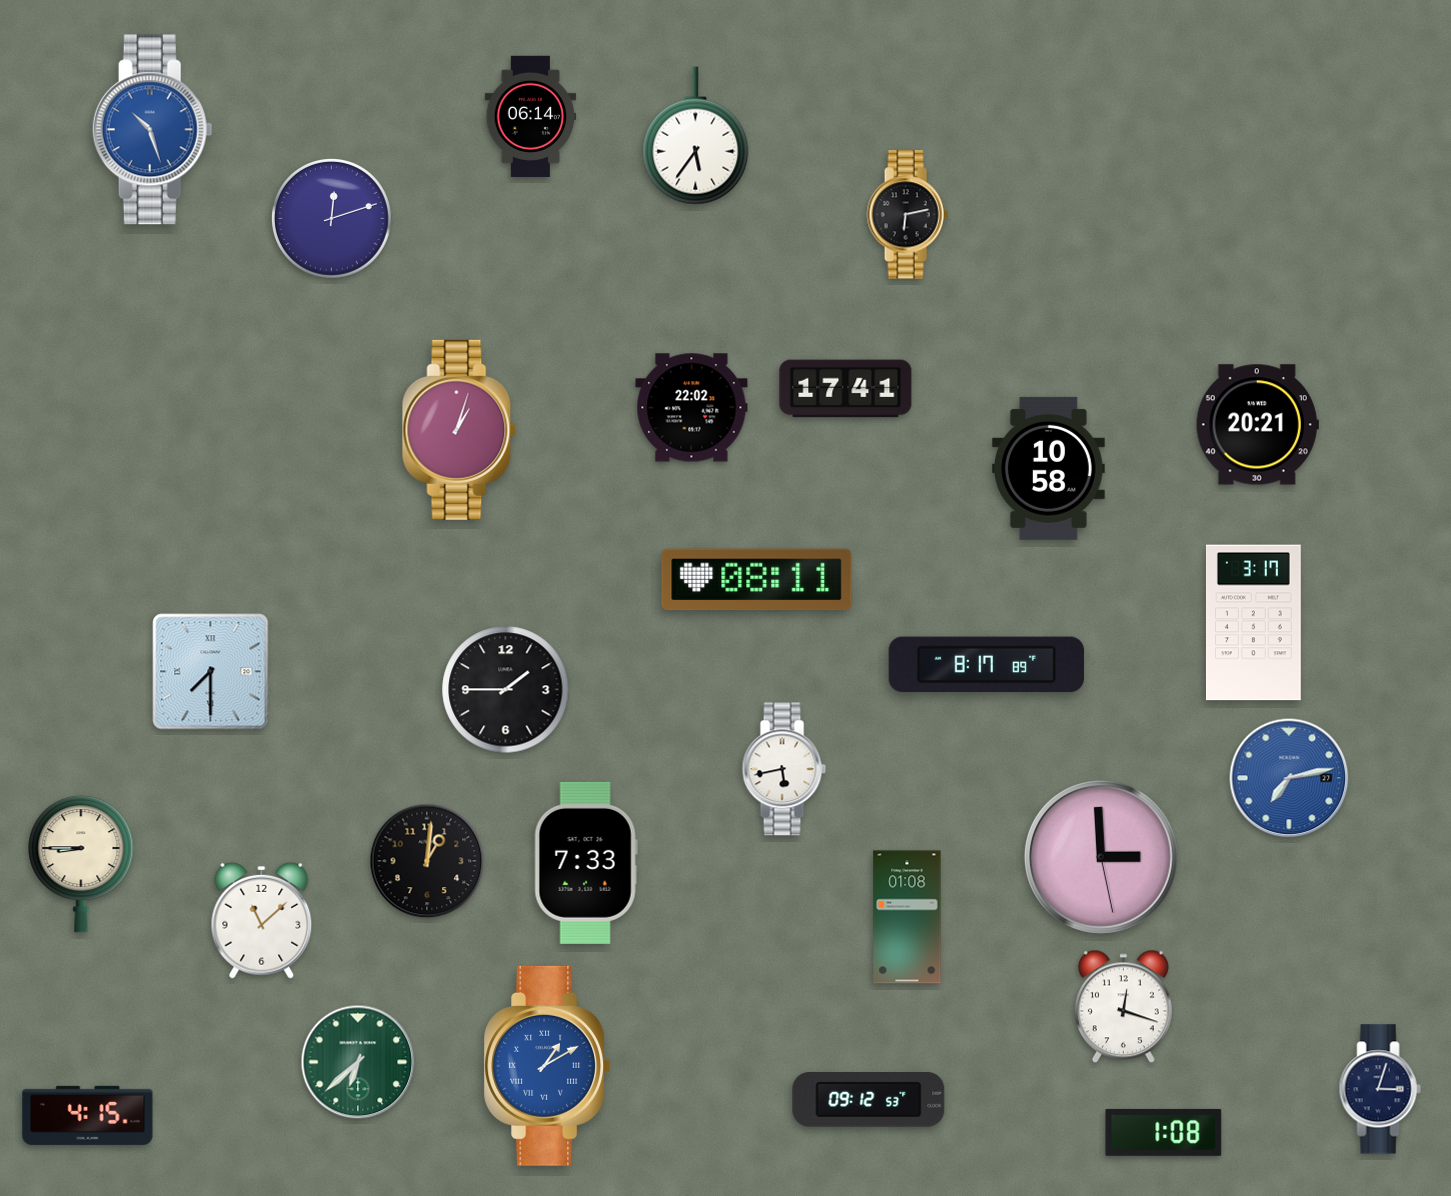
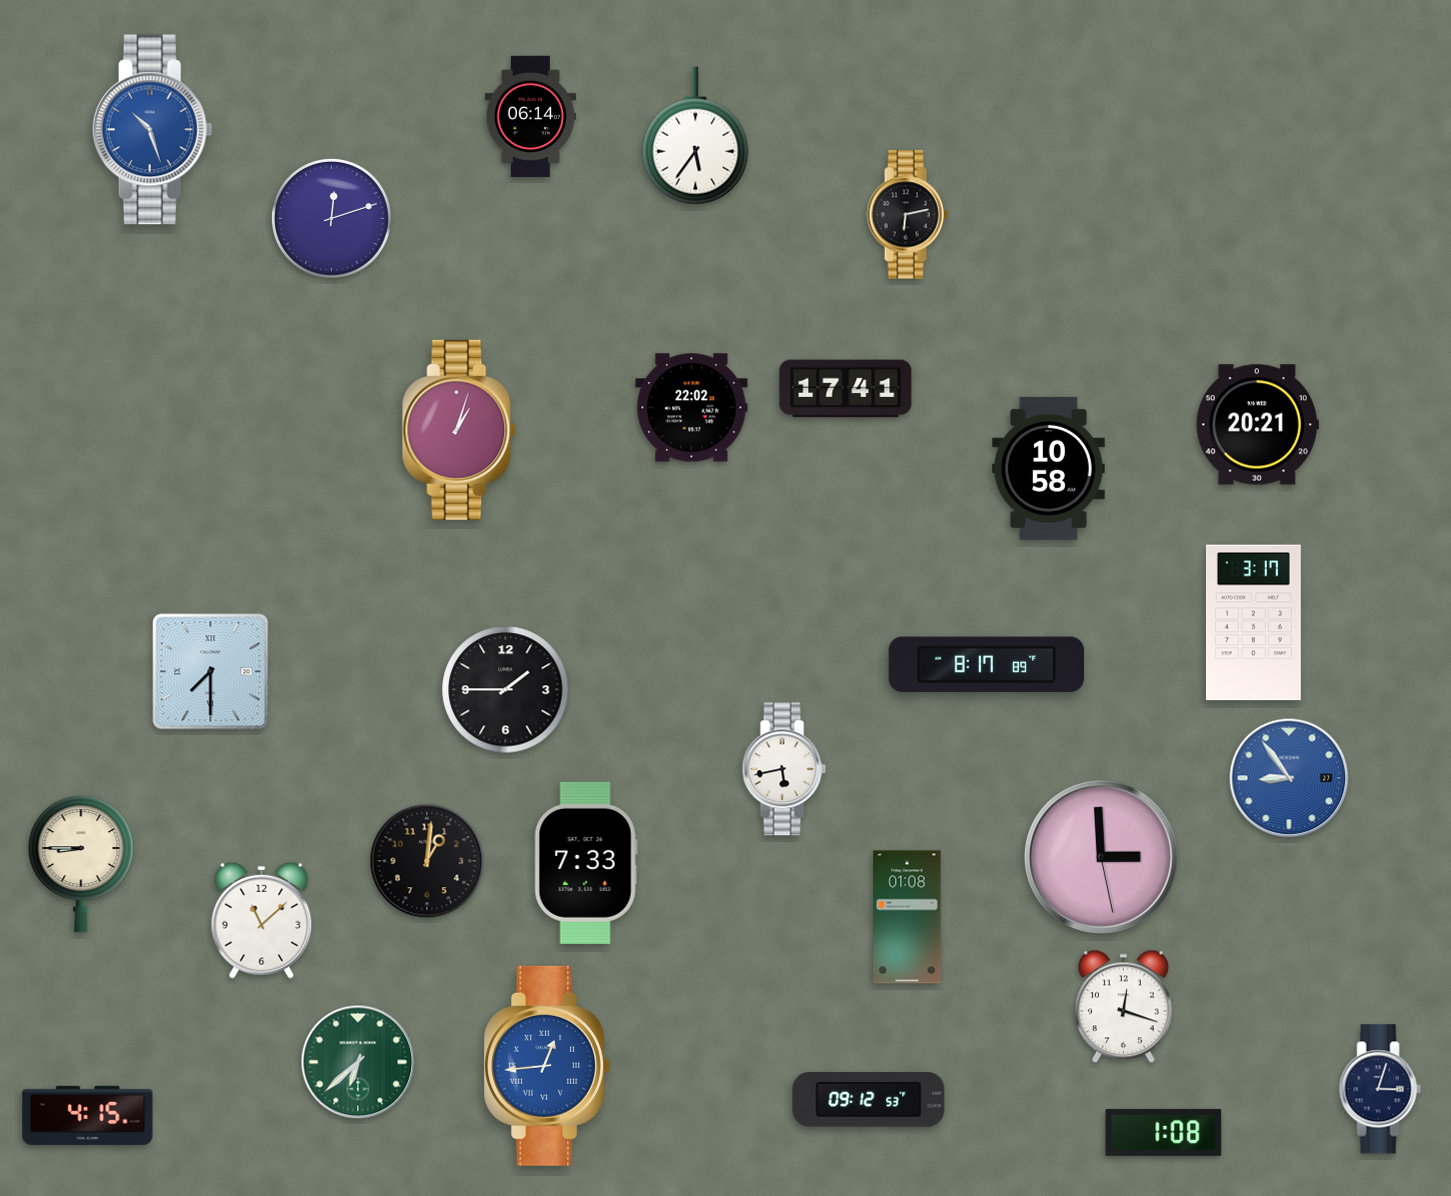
clock at (757, 580): 08:11 -> none
clock at (1289, 778): 7:13 -> 8:54
clock at (547, 1066): 1:10 -> 12:44
